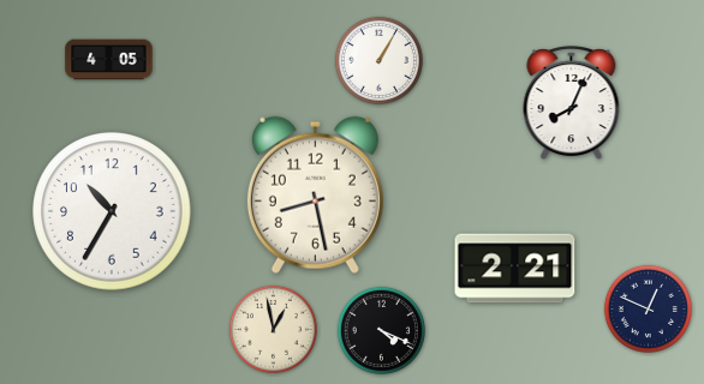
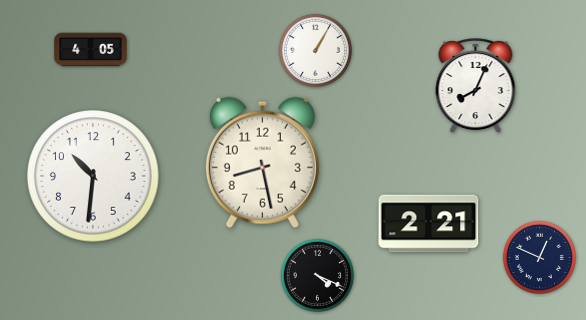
clock at (112, 211): 10:35 -> 10:31
clock at (273, 329): 12:58 -> none
